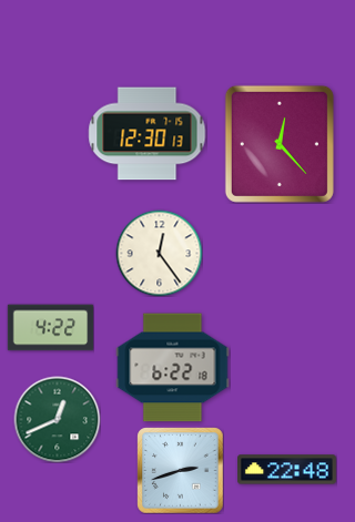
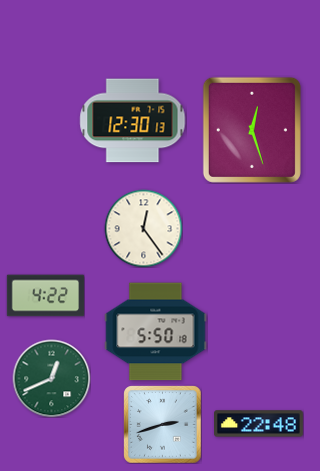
clock at (280, 144): 12:23 -> 12:27
clock at (173, 368): 6:22 -> 5:50
